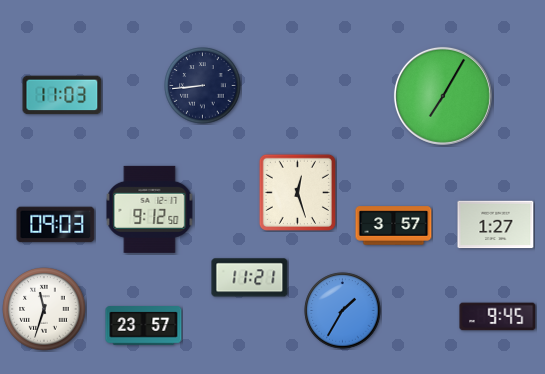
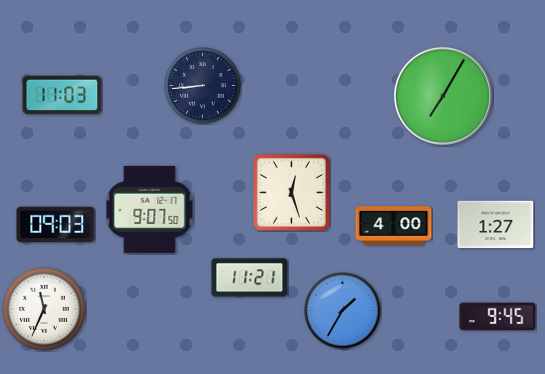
clock at (297, 192) position: (297, 192) -> (291, 192)
clock at (150, 209): 9:12 -> 9:07
clock at (394, 226): 3:57 -> 4:00
clock at (44, 309): 11:33 -> 11:34
clock at (144, 326): 23:57 -> none
